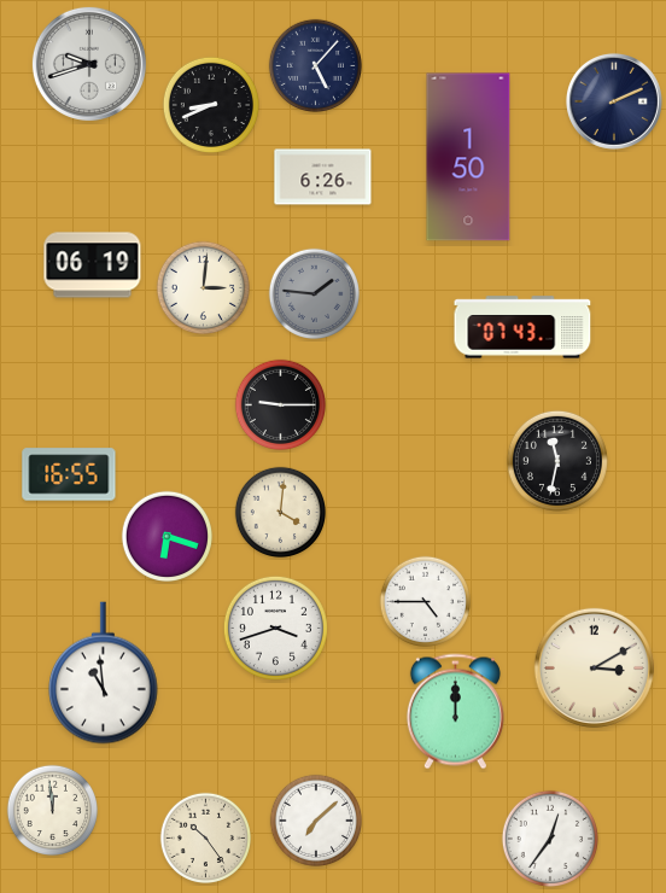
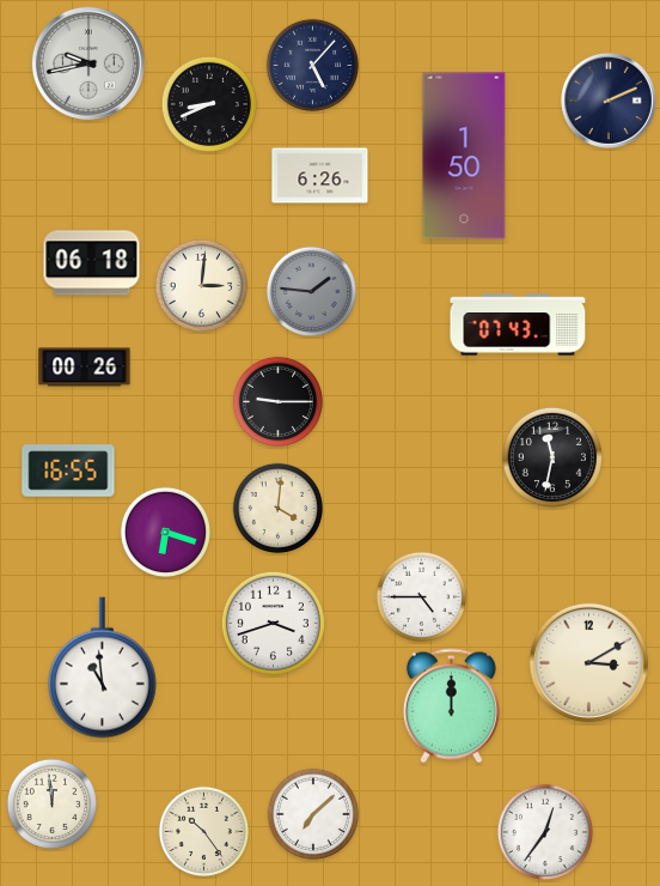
clock at (89, 64): 9:42 -> 9:43
clock at (93, 265): 06:19 -> 06:18
clock at (85, 368): none -> 00:26
